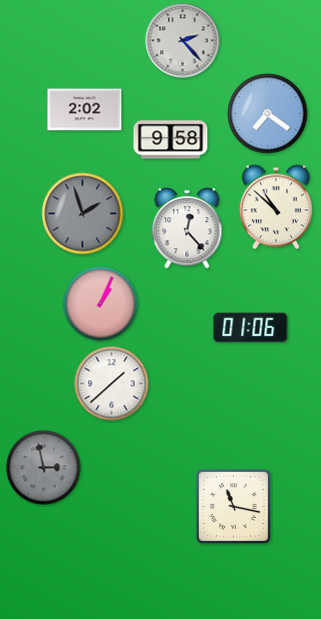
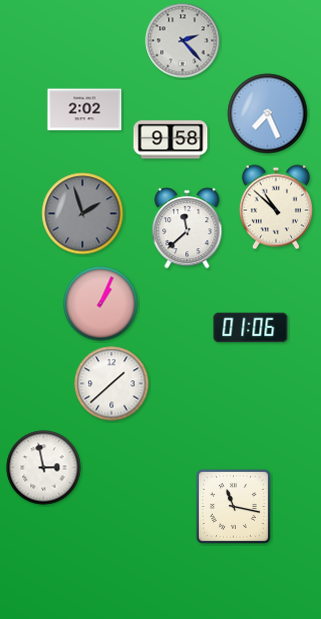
clock at (268, 114): 7:21 -> 7:26
clock at (187, 228): 12:23 -> 11:38
clock at (44, 468) dial: grey -> white
